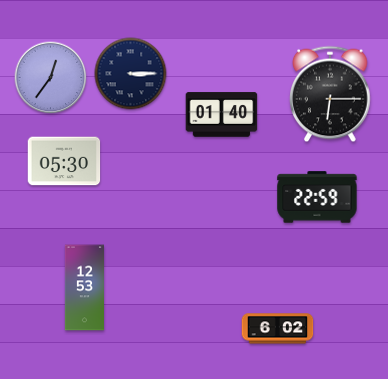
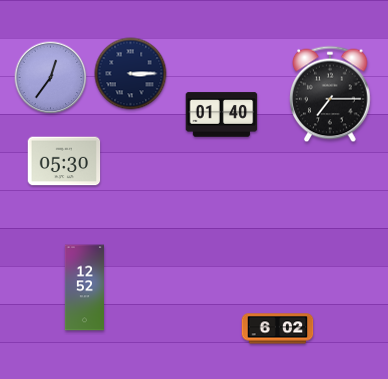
clock at (330, 94): 6:15 -> 7:15
clock at (317, 197): 22:59 -> none
clock at (84, 288): 12:53 -> 12:52
